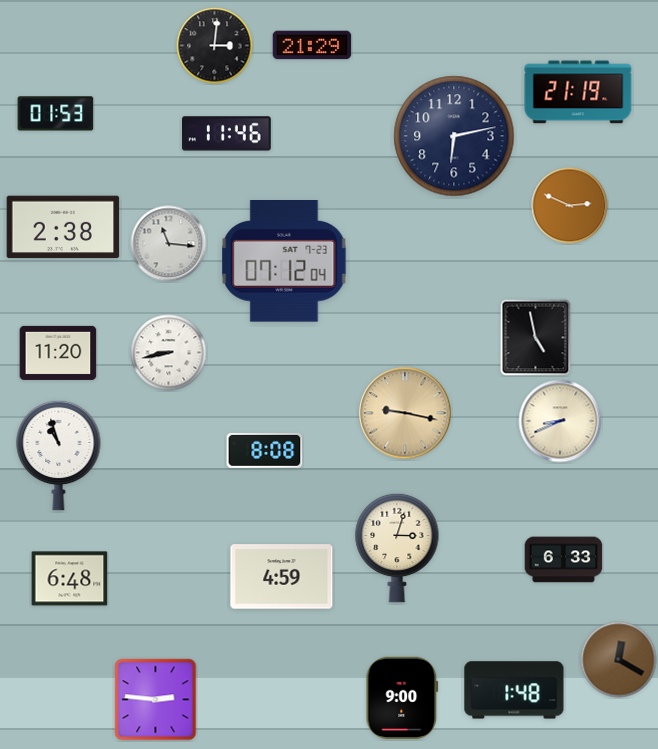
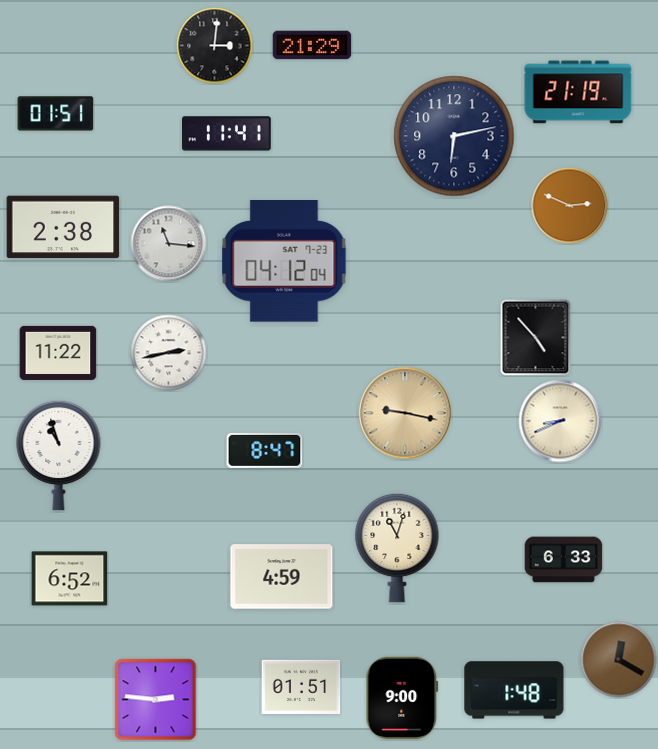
clock at (56, 114): 01:53 -> 01:51
clock at (227, 134): 11:46 -> 11:41
clock at (284, 262): 07:12 -> 04:12
clock at (536, 338): 4:58 -> 4:53
clock at (58, 353): 11:20 -> 11:22
clock at (169, 353): 8:43 -> 2:43
clock at (265, 450): 8:08 -> 8:47
clock at (397, 548): 3:03 -> 11:03
clock at (70, 579): 6:48 -> 6:52
clock at (301, 687): none -> 01:51
